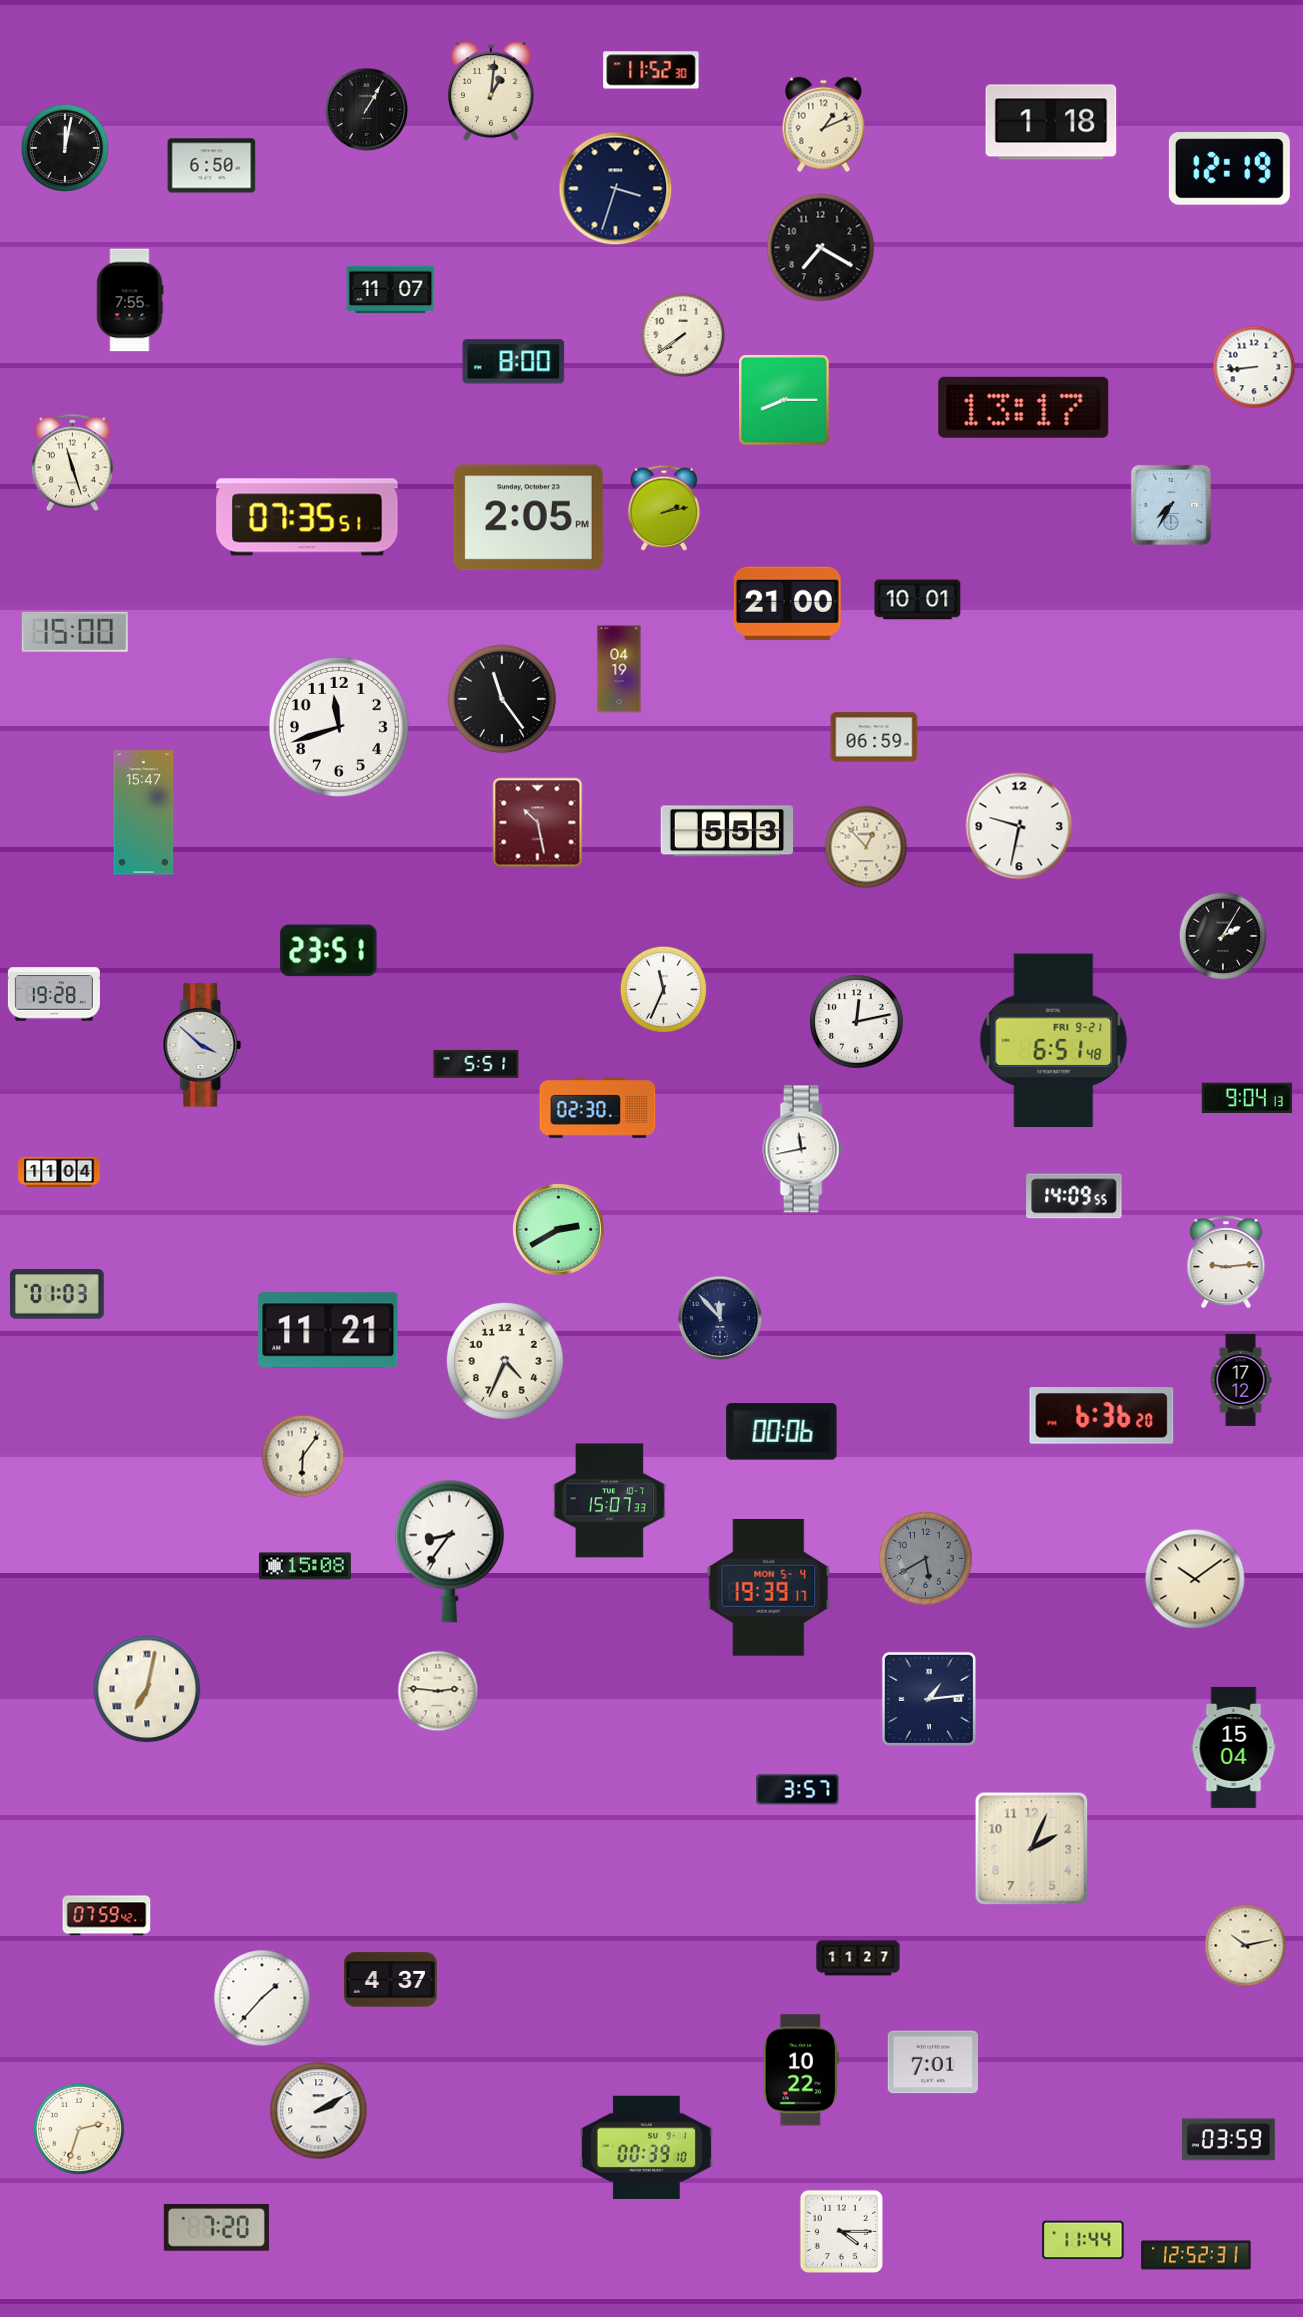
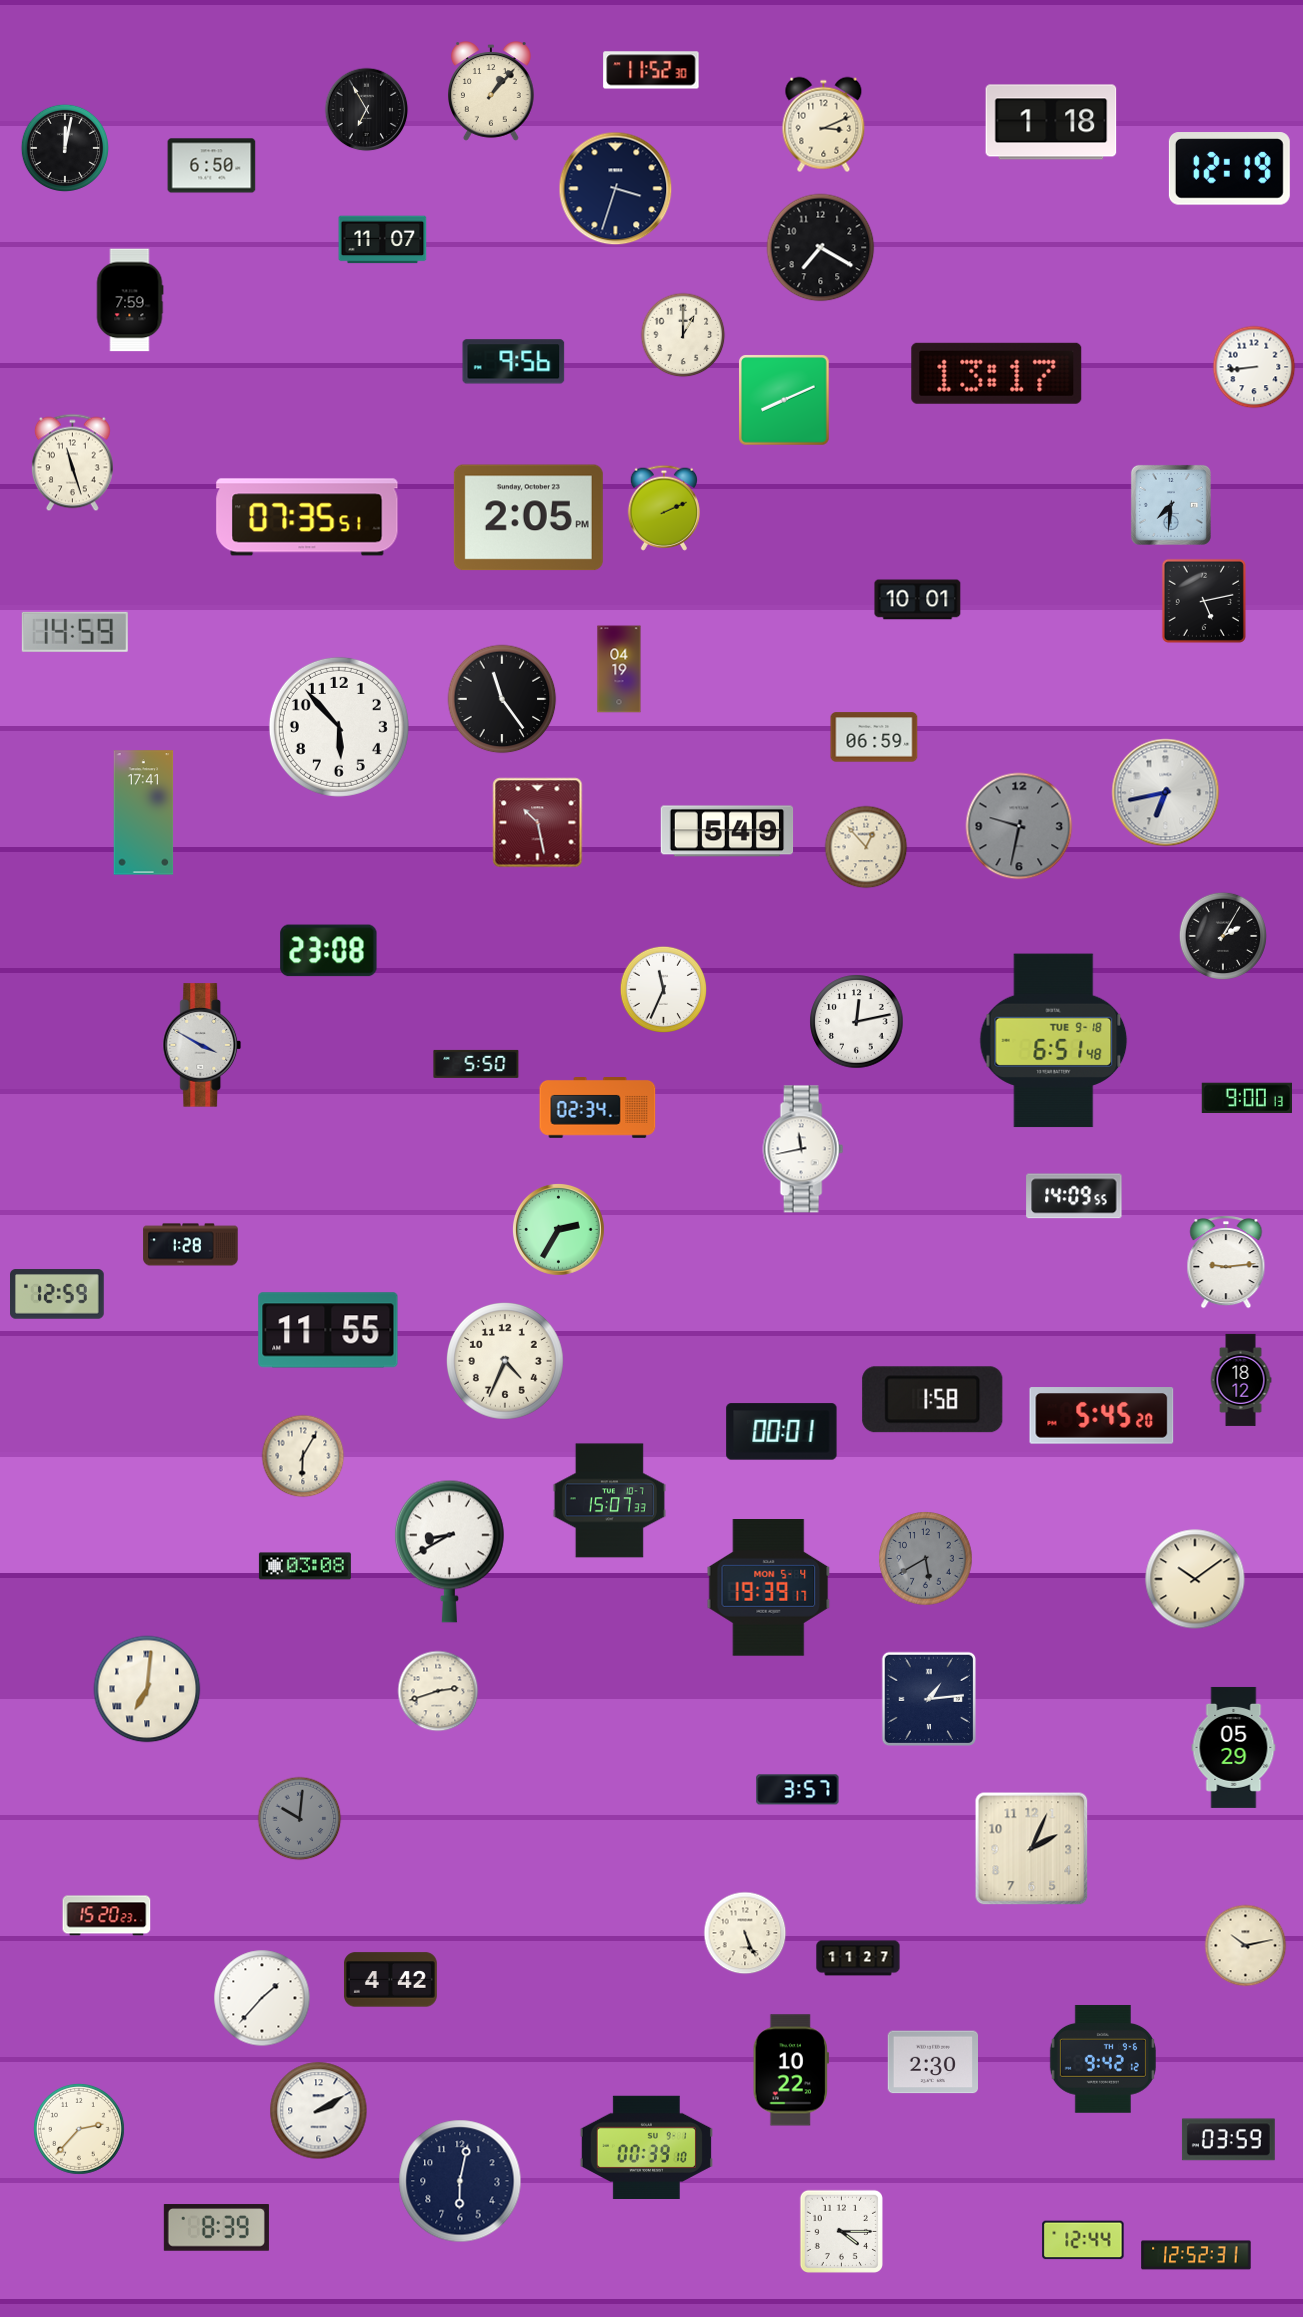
clock at (492, 91): 1:01 -> 1:07
clock at (367, 110): 1:05 -> 6:55
clock at (824, 125): 1:11 -> 3:11
clock at (391, 290) position: (391, 290) -> (383, 240)
clock at (130, 300): 7:55 -> 7:59
clock at (683, 335): 7:39 -> 1:00
clock at (514, 362): 8:00 -> 9:56
clock at (784, 400): 8:15 -> 8:11
clock at (1024, 407) position: (1024, 407) -> (997, 373)
clock at (1171, 505): 7:35 -> 7:31
clock at (664, 508): 2:13 -> 2:11
clock at (1204, 601): none -> 5:13
clock at (787, 604): 21:00 -> none
clock at (75, 632): 15:00 -> 14:59
clock at (339, 727): 11:42 -> 5:53
clock at (1166, 793): none -> 6:43
clock at (144, 813): 15:47 -> 17:41
clock at (1019, 826) dial: white -> grey
clock at (727, 831): 5:53 -> 5:49
clock at (329, 951): 23:51 -> 23:08
clock at (54, 994): 19:28 -> none
clock at (1054, 1041) date: FRI 9-21 -> TUE 9-18
clock at (202, 1045): 3:52 -> 3:50
clock at (476, 1064): 5:51 -> 5:50
clock at (1246, 1097): 9:04 -> 9:00
clock at (598, 1108): 02:30 -> 02:34
clock at (59, 1172): 11:04 -> none
clock at (558, 1229): 2:40 -> 2:35
clock at (191, 1245): none -> 1:28
clock at (58, 1294): 01:03 -> 12:59
clock at (720, 1318): 11:53 -> none
clock at (328, 1330): 11:21 -> 11:55
clock at (1241, 1380): 17:12 -> 18:12
clock at (933, 1400): none -> 1:58
clock at (1102, 1416): 6:36 -> 5:45
clock at (782, 1432): 00:06 -> 00:01
clock at (303, 1456): 6:06 -> 6:05
clock at (449, 1551): 8:36 -> 8:40
clock at (305, 1566): 15:08 -> 03:08
clock at (147, 1689): 7:02 -> 7:01
clock at (438, 1691): 2:46 -> 2:42
clock at (1234, 1747): 15:04 -> 05:29
clock at (300, 1819): none -> 10:01
clock at (107, 1916): 07:59 -> 15:20
clock at (745, 1933): none -> 5:26
clock at (390, 1980): 4:37 -> 4:42
clock at (1103, 2059): none -> 9:42
clock at (932, 2062): 7:01 -> 2:30
clock at (801, 2070) position: (801, 2070) -> (791, 2070)
clock at (79, 2129): 2:33 -> 2:37
clock at (460, 2181): none -> 6:02
clock at (216, 2228): 7:20 -> 8:39
clock at (1083, 2240): 11:44 -> 12:44
